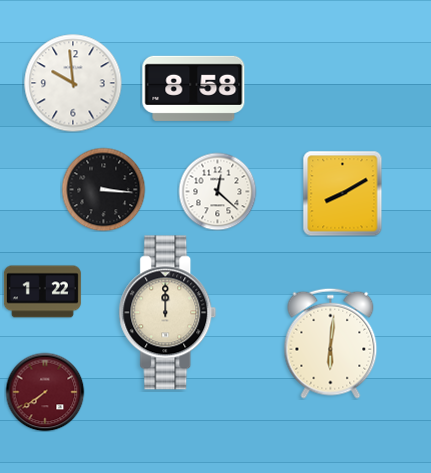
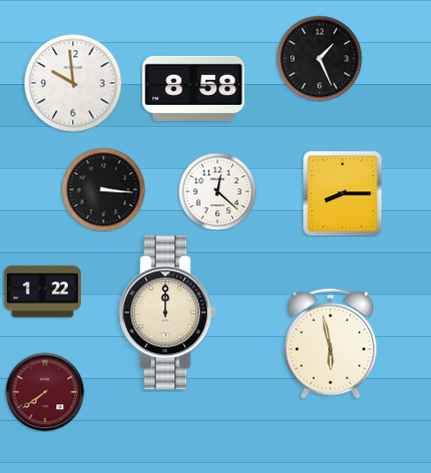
clock at (319, 58): none -> 1:26
clock at (343, 193): 8:10 -> 8:15
clock at (331, 343): 6:01 -> 5:58
